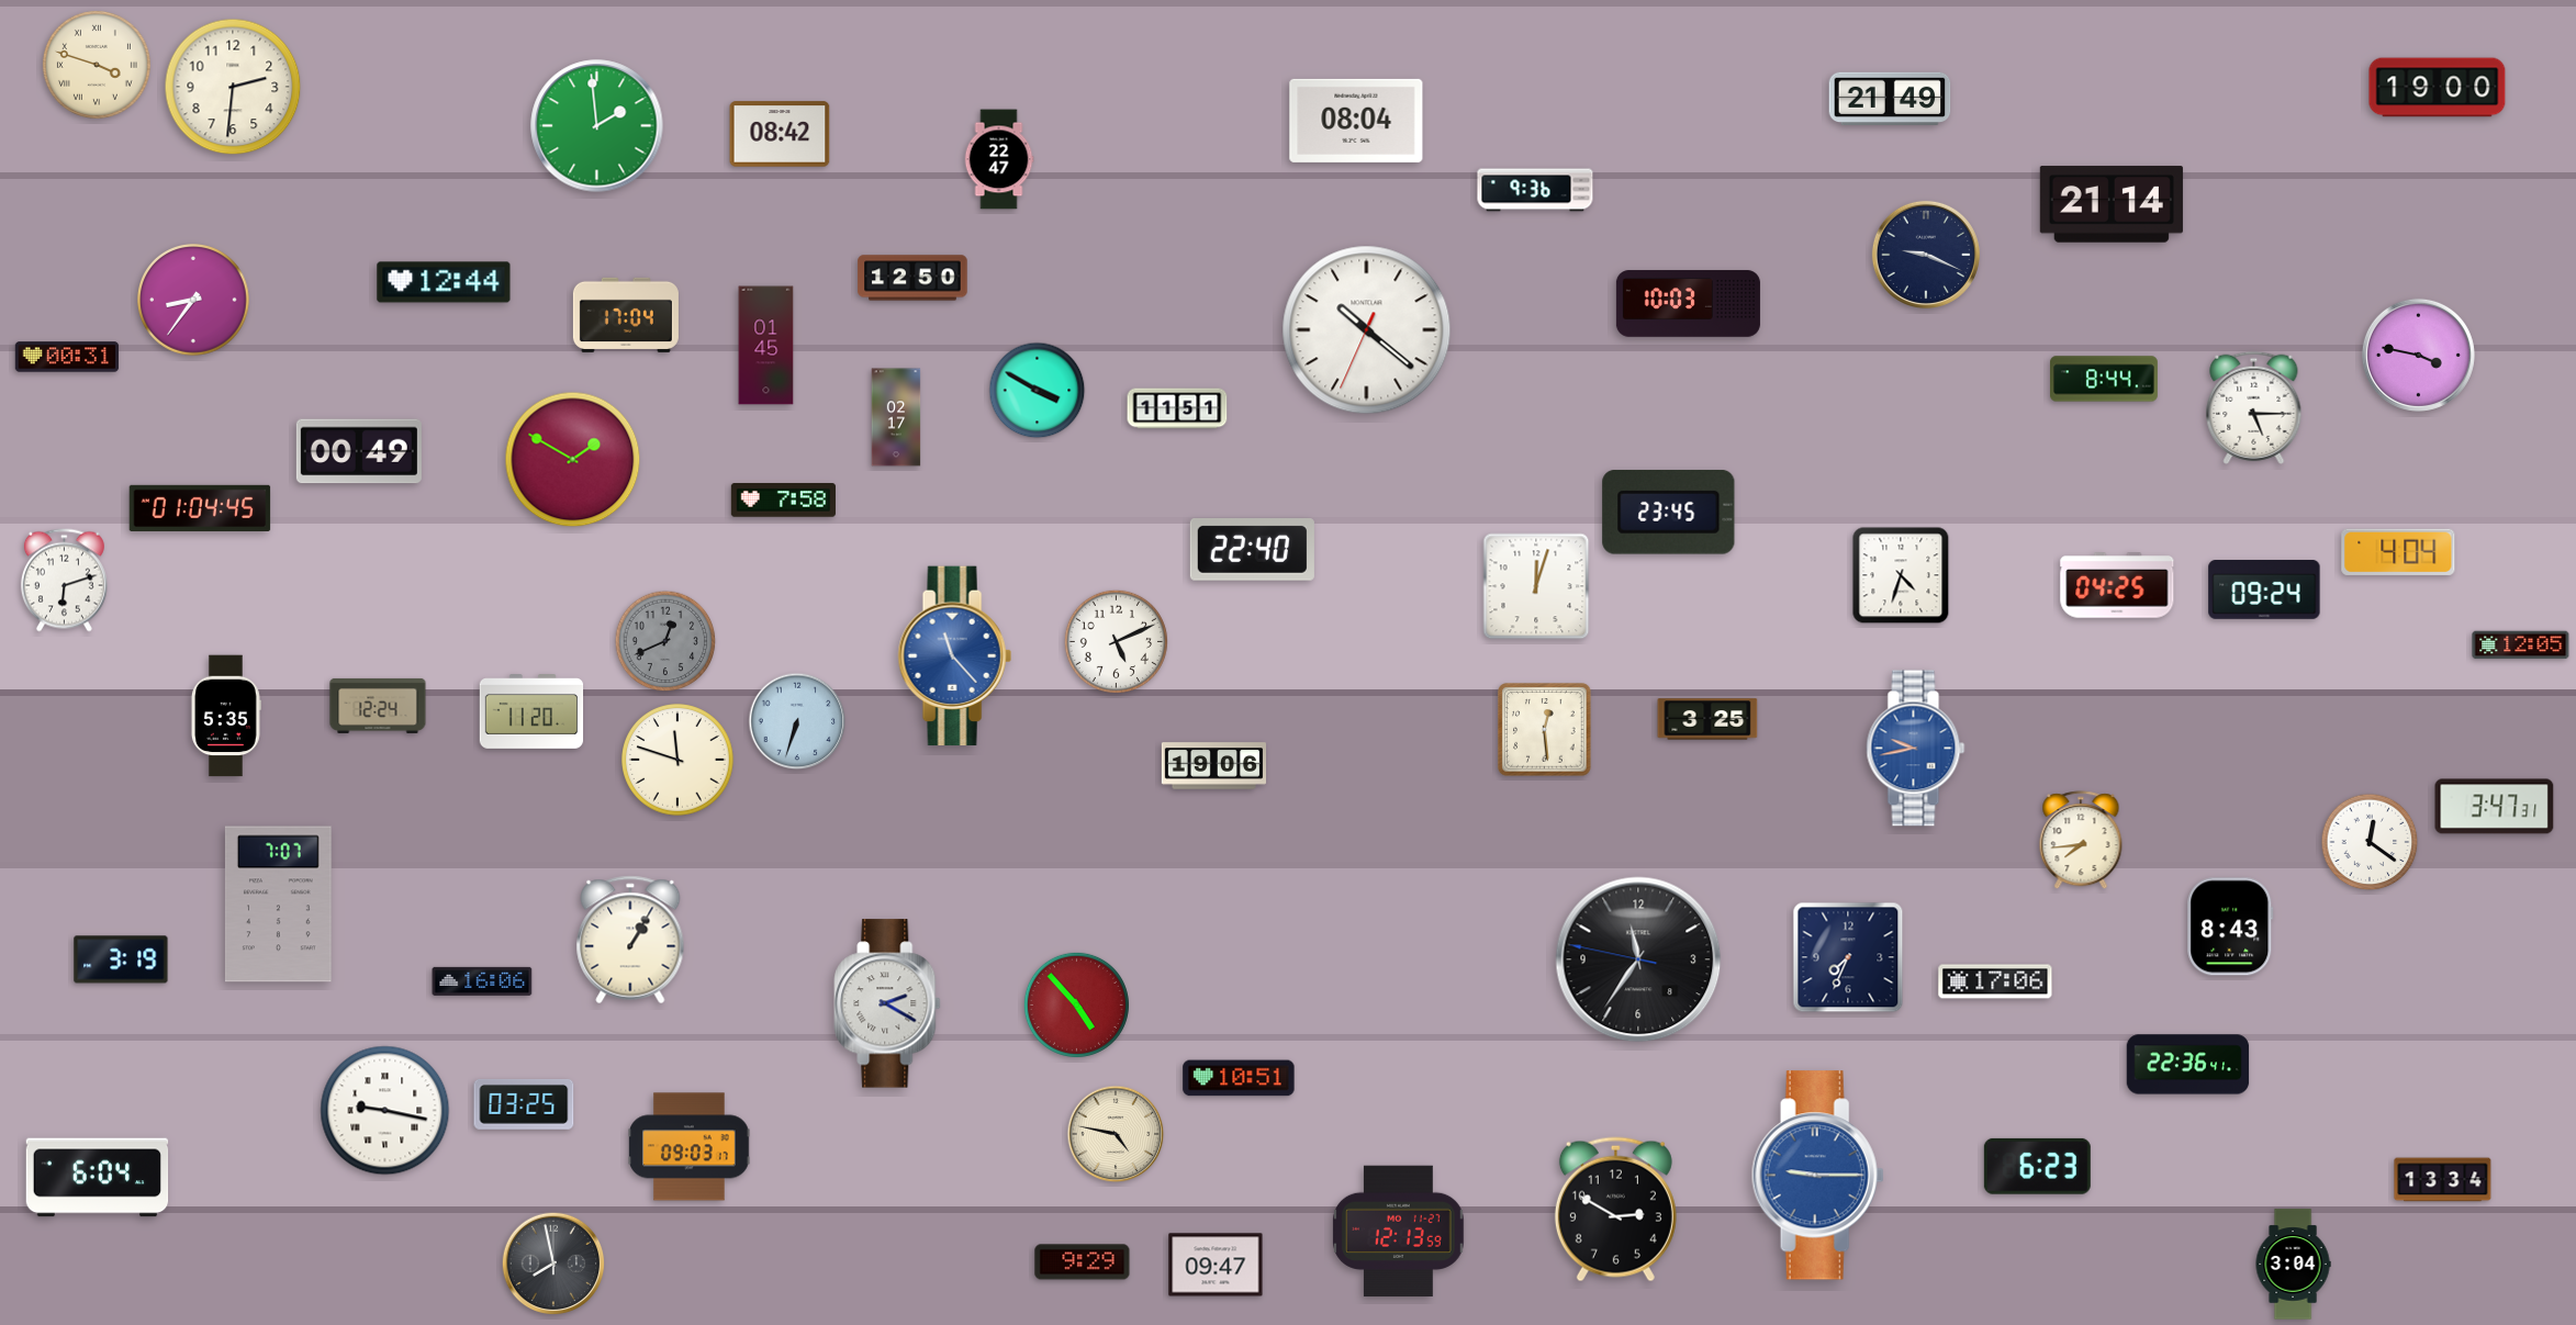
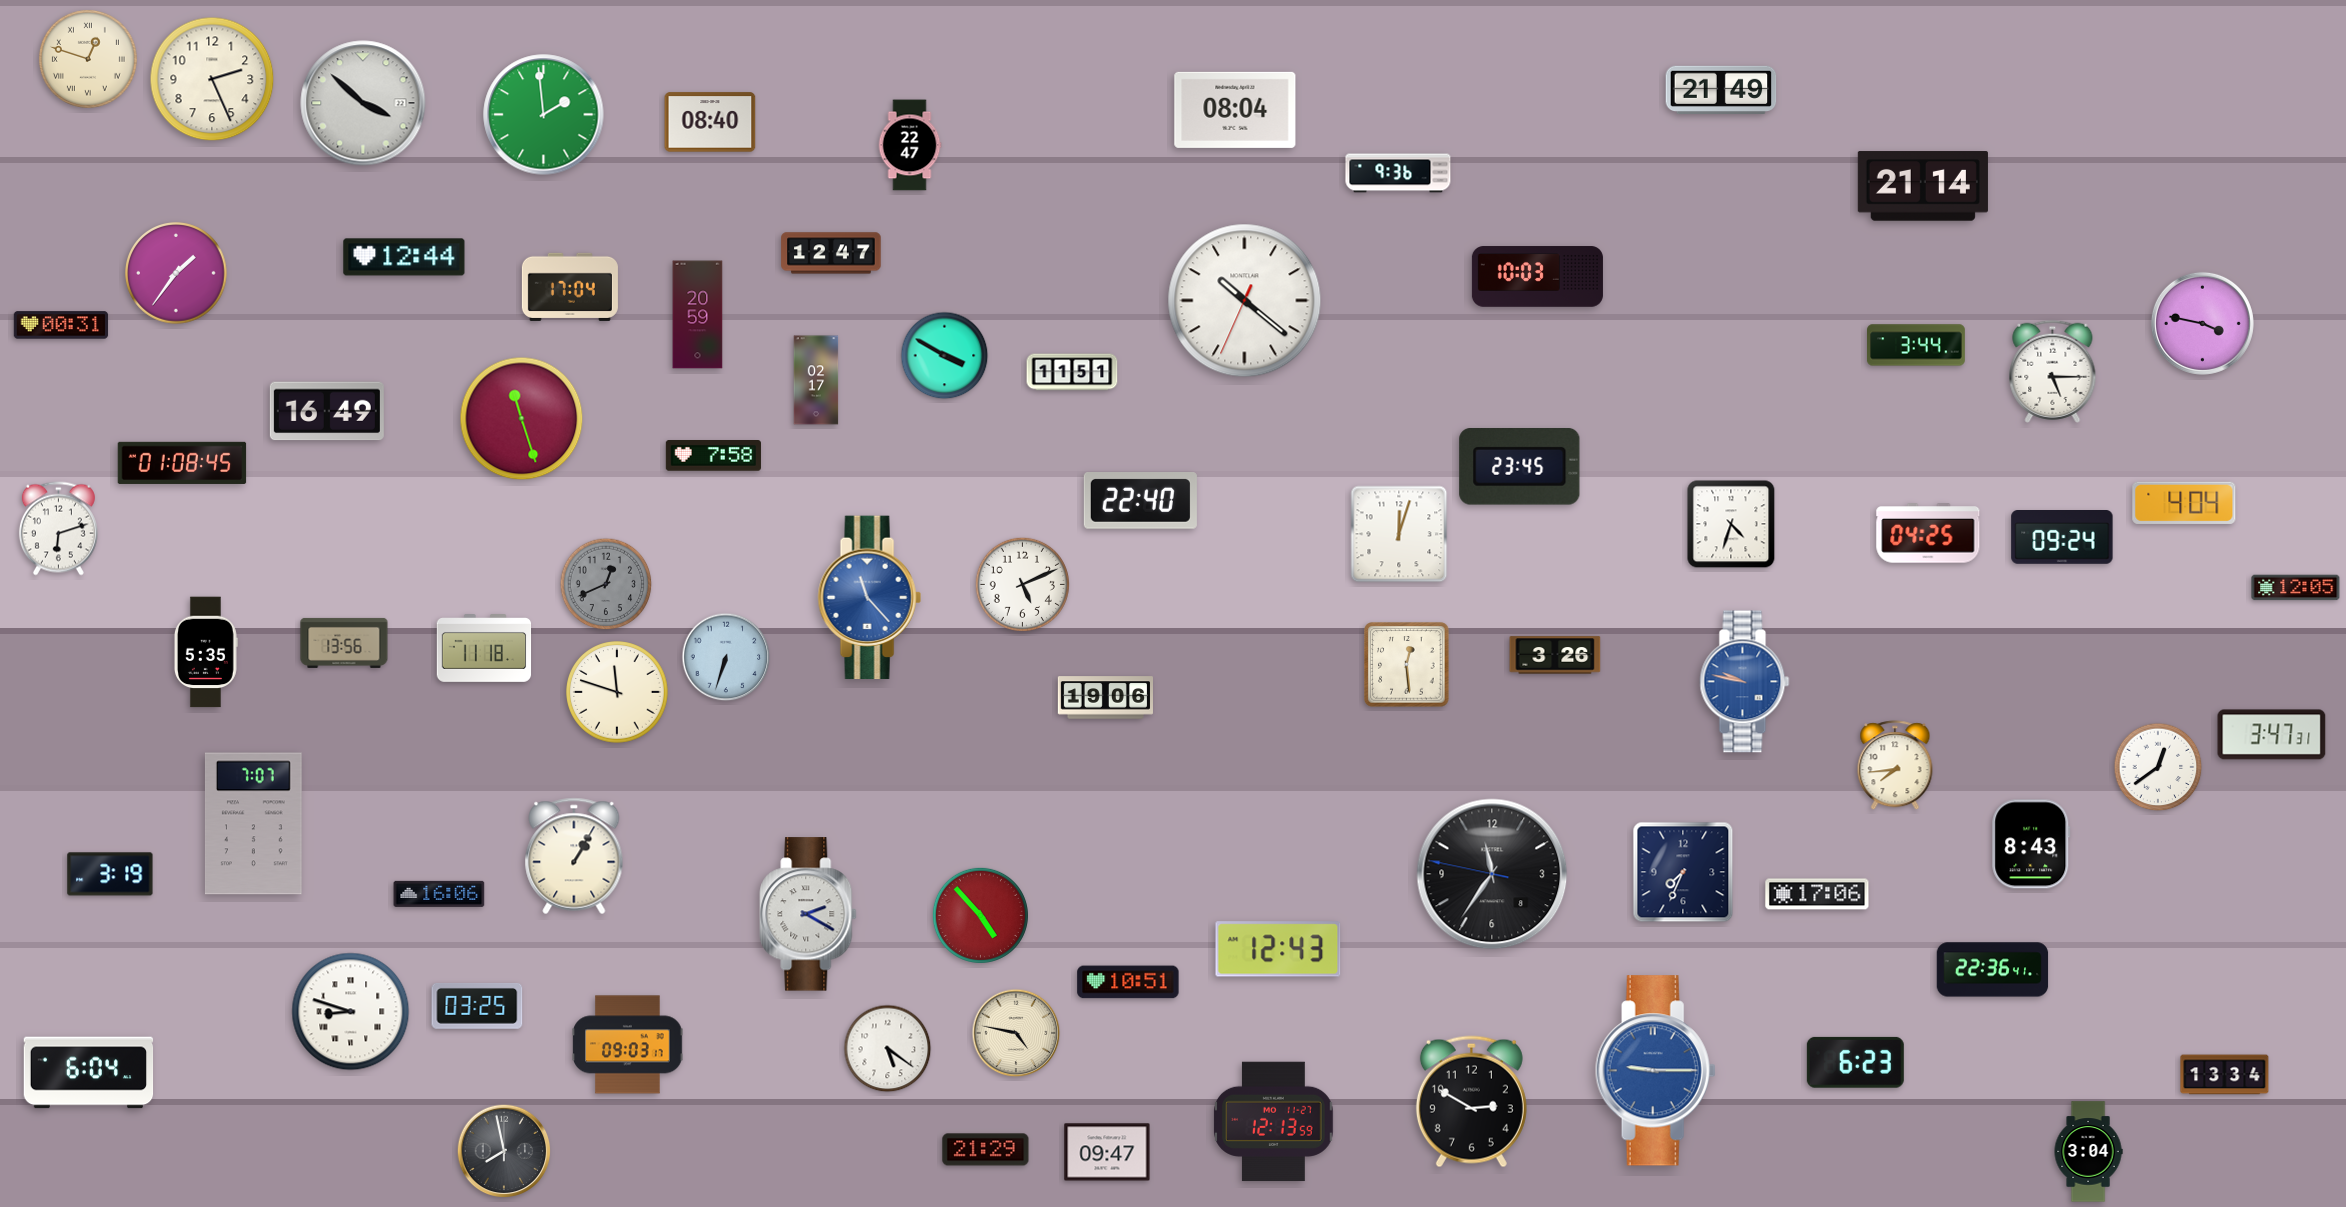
clock at (97, 65): 3:48 -> 12:48
clock at (233, 87): 2:31 -> 2:26
clock at (2438, 88): 19:00 -> none
clock at (363, 103): none -> 3:52
clock at (780, 134): 08:42 -> 08:40
clock at (1926, 255): 9:19 -> none
clock at (912, 278): 12:50 -> 12:47
clock at (194, 301): 8:36 -> 1:36
clock at (766, 346): 01:45 -> 20:59
clock at (2105, 379): 8:44 -> 3:44
clock at (359, 451): 00:49 -> 16:49
clock at (573, 460): 1:50 -> 11:27
clock at (200, 508): 01:04 -> 01:08
clock at (1116, 641) position: (1116, 641) -> (1022, 584)
clock at (378, 706): 12:24 -> 13:56
clock at (531, 712): 11:20 -> 11:18
clock at (1707, 719): 3:25 -> 3:26
clock at (1916, 749): 9:43 -> 9:47
clock at (2370, 842): 12:21 -> 12:39
clock at (1278, 949): none -> 12:43
clock at (385, 1111): 9:17 -> 8:48
clock at (888, 1049): none -> 5:21
clock at (1083, 1262): 9:29 -> 21:29
